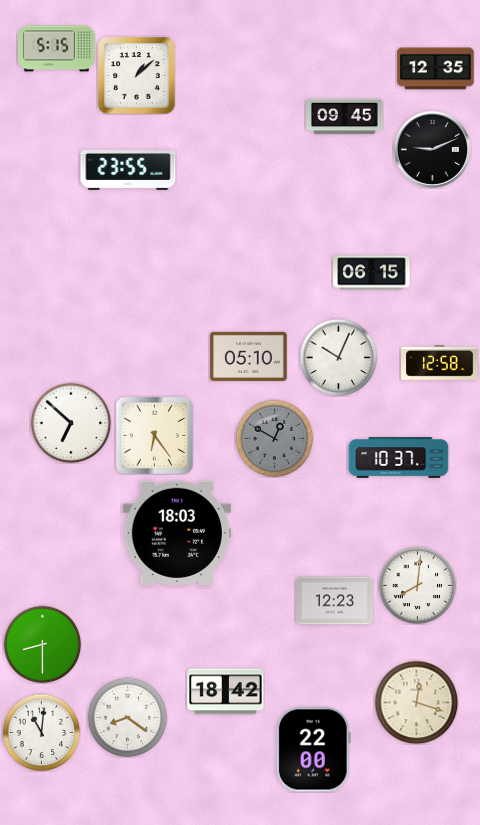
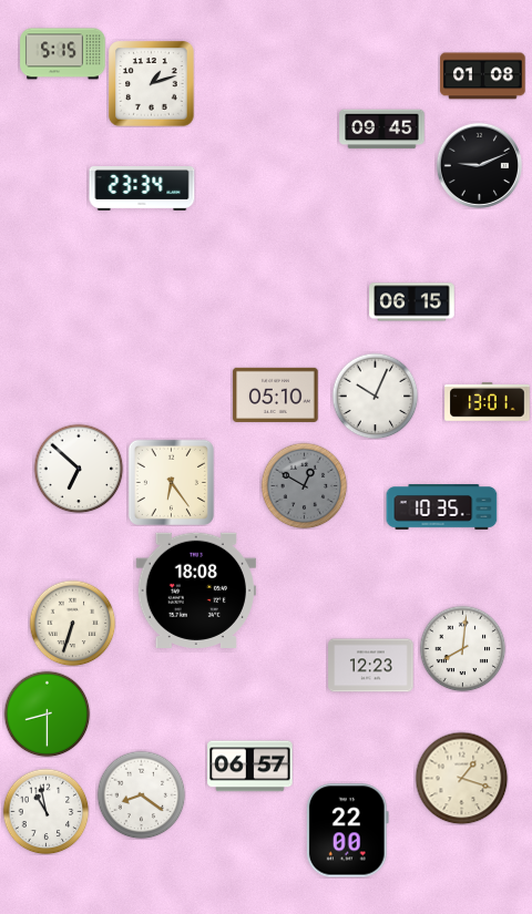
clock at (436, 69): 12:35 -> 01:08
clock at (137, 76): 1:08 -> 1:12
clock at (128, 171): 23:55 -> 23:34
clock at (440, 363): 12:58 -> 13:01
clock at (399, 458): 10:37 -> 10:35
clock at (176, 533): 18:03 -> 18:08
clock at (72, 623): none -> 6:33
clock at (226, 692): 18:42 -> 06:57
clock at (416, 702): 12:18 -> 1:18
clock at (41, 732): 11:01 -> 10:58
